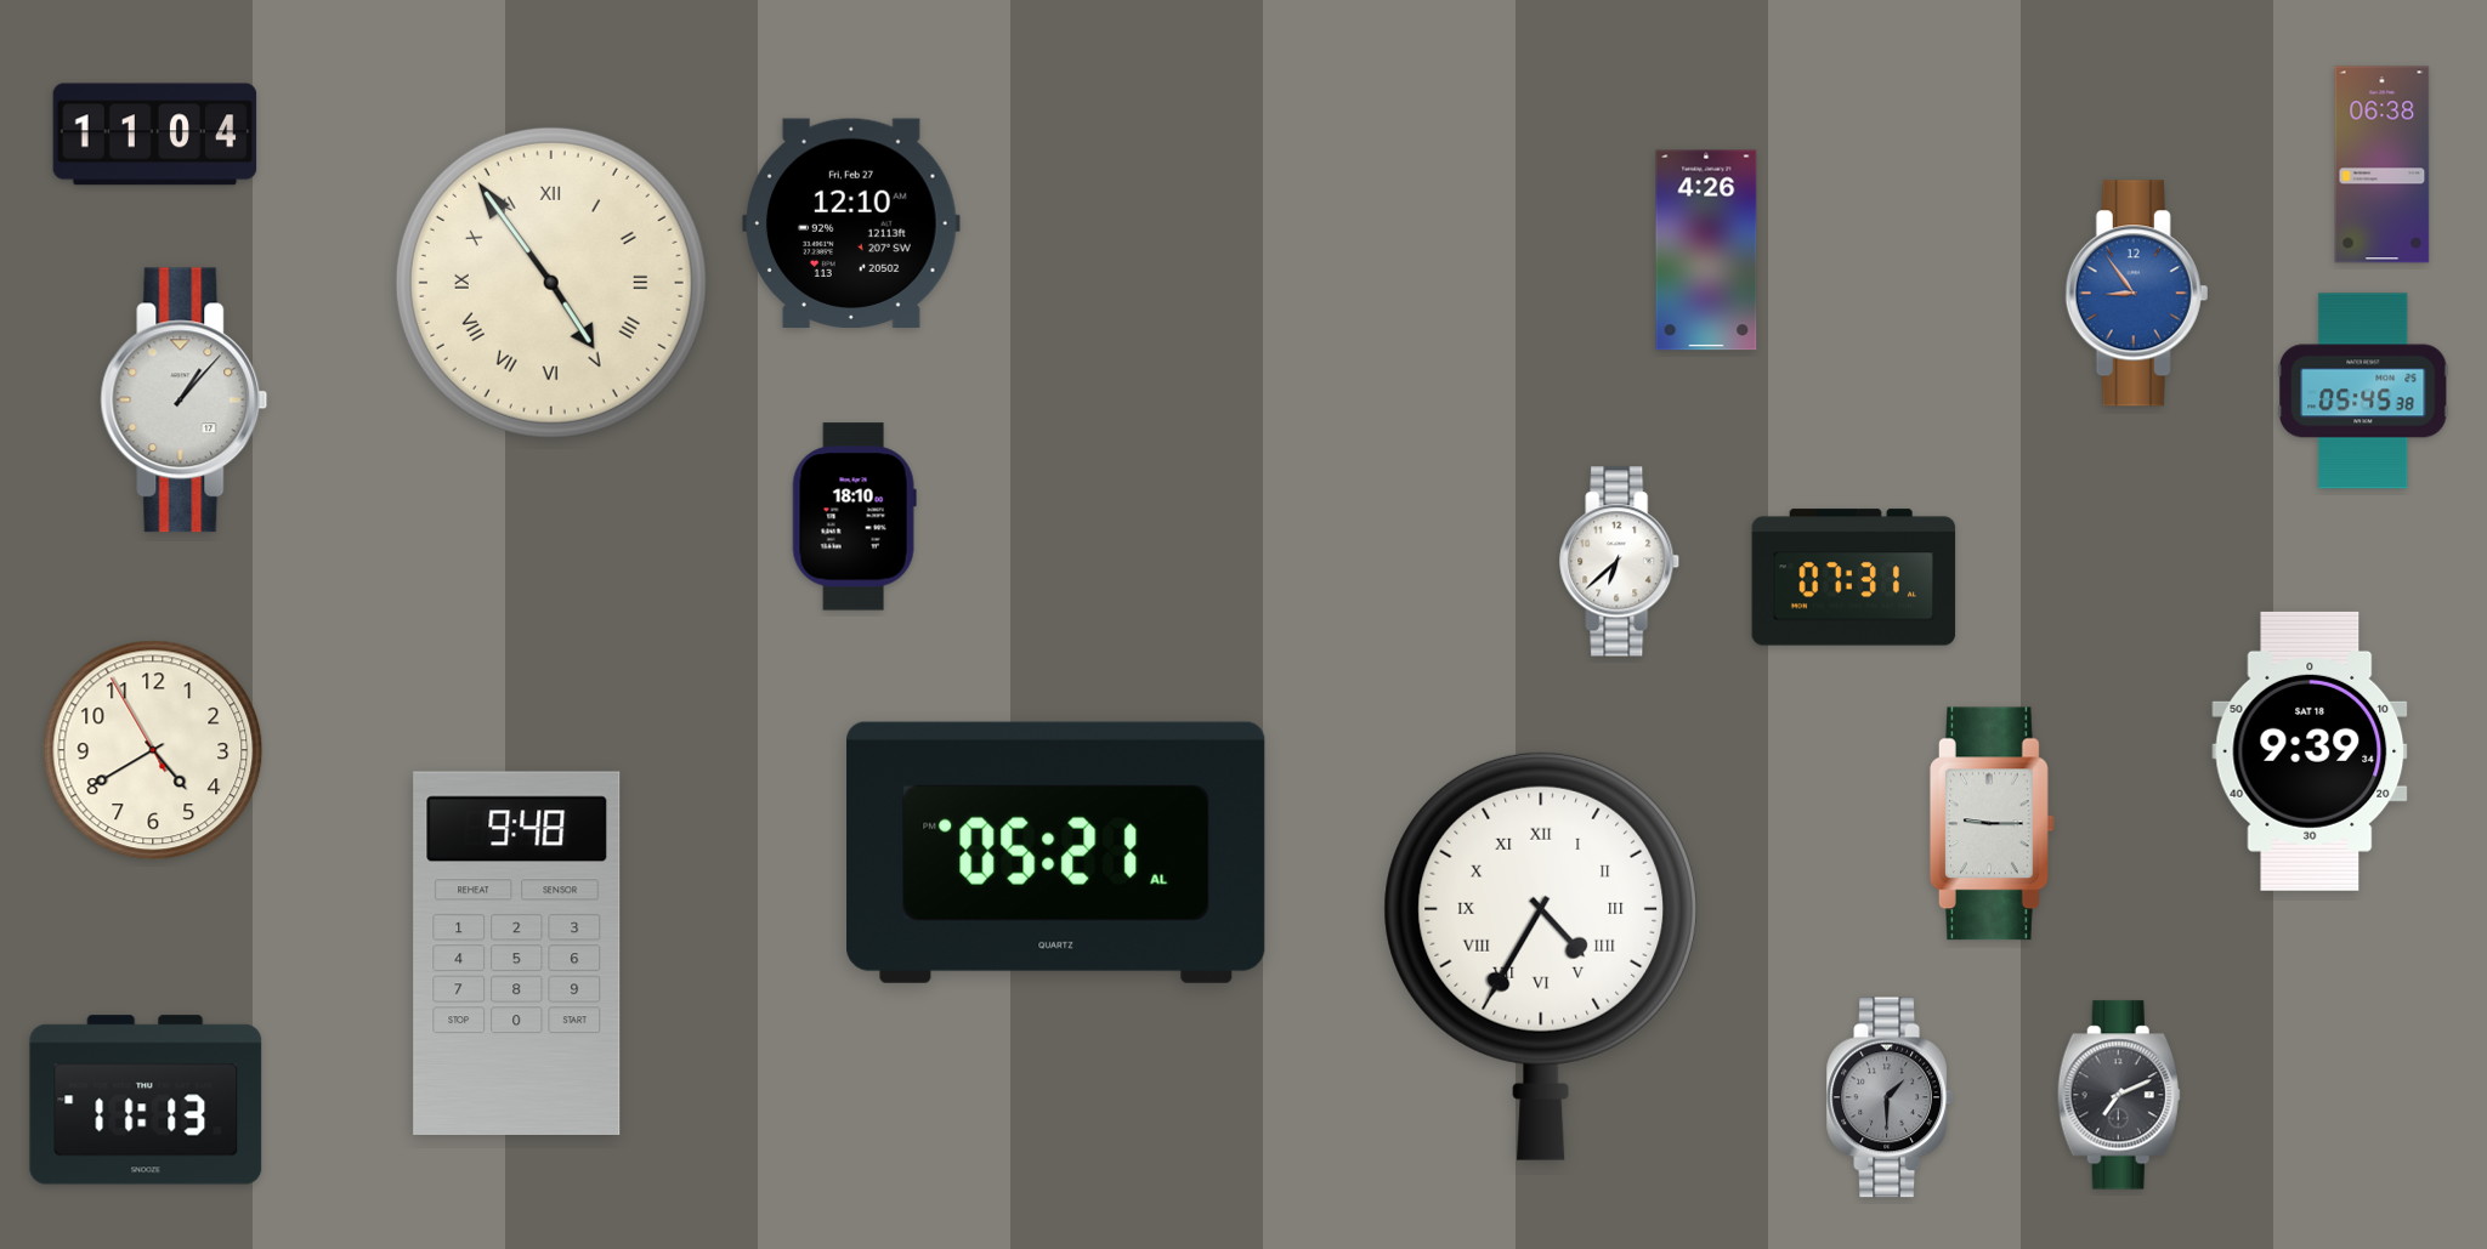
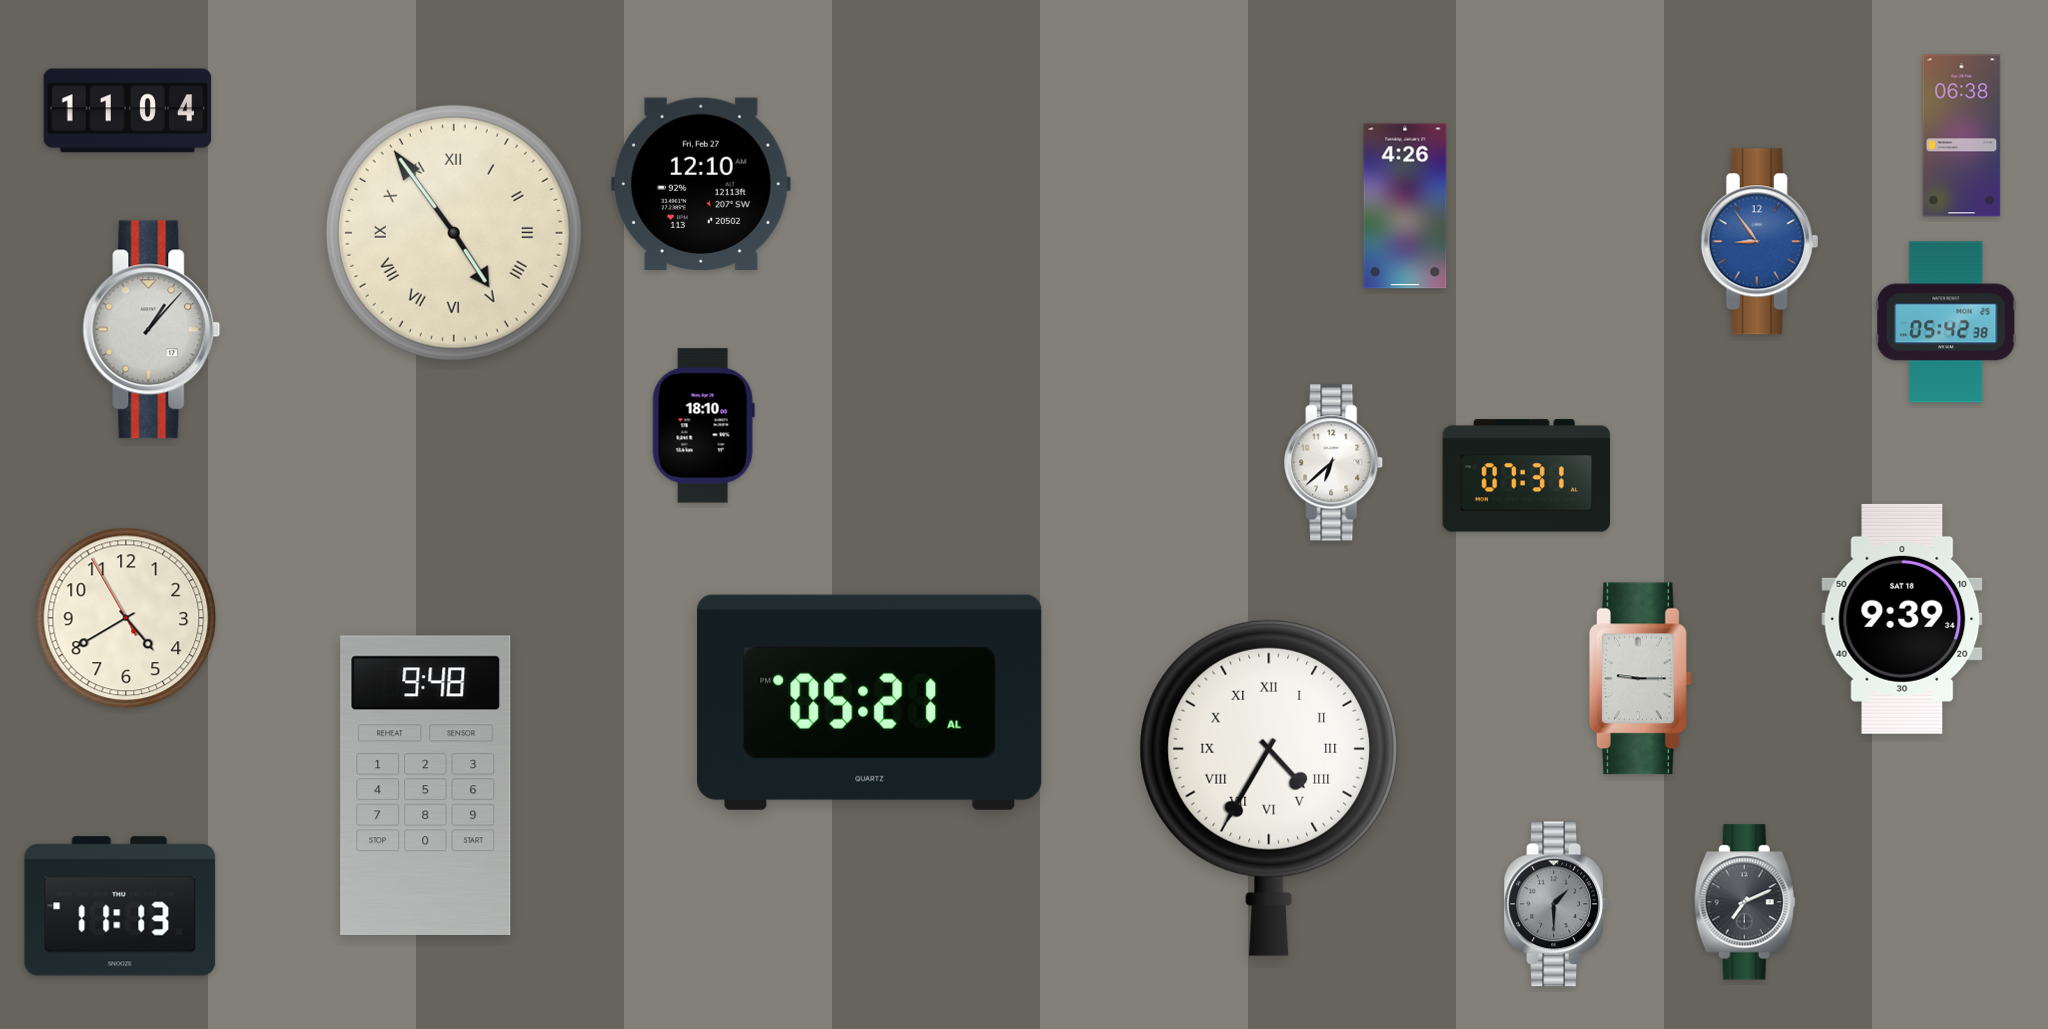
clock at (2364, 391): 05:45 -> 05:42
